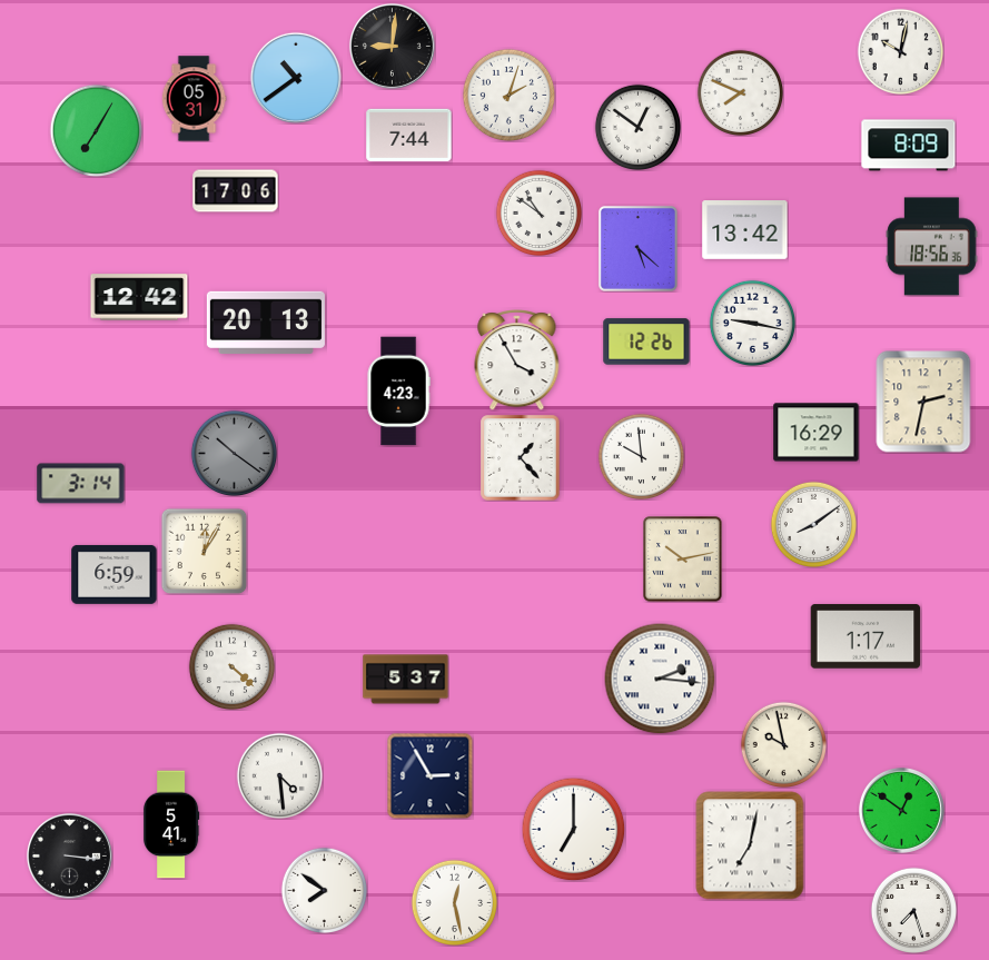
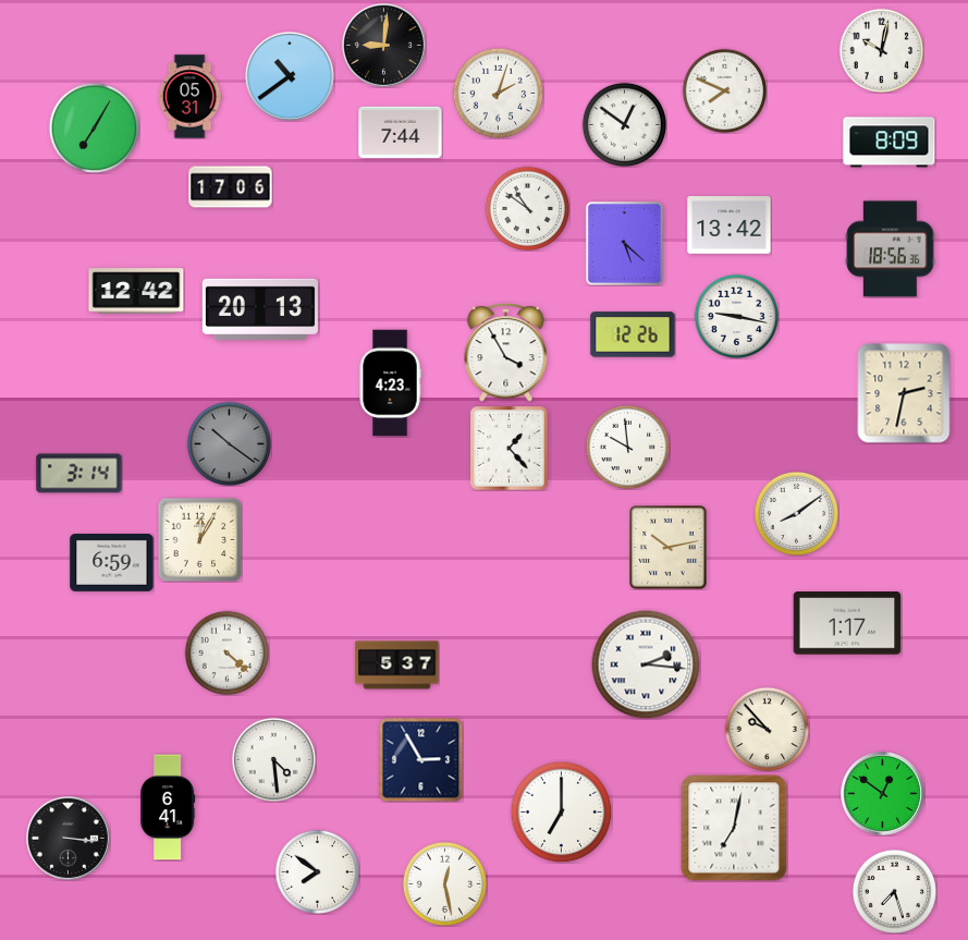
clock at (932, 247) position: (932, 247) -> (891, 249)
clock at (266, 321) position: (266, 321) -> (260, 308)
clock at (817, 433): 16:29 -> none
clock at (783, 744): 9:58 -> 9:53
clock at (171, 824): 5:41 -> 6:41
